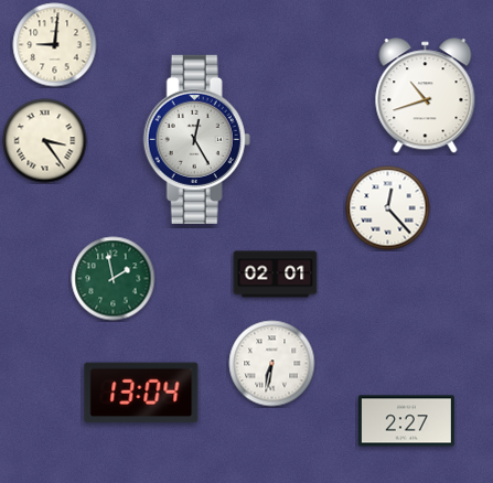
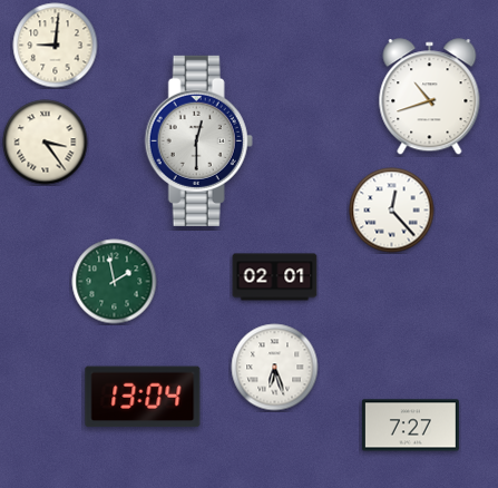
clock at (196, 139): 12:25 -> 12:30
clock at (276, 275) position: (276, 275) -> (275, 277)
clock at (272, 364): 6:32 -> 6:27
clock at (406, 421): 2:27 -> 7:27
